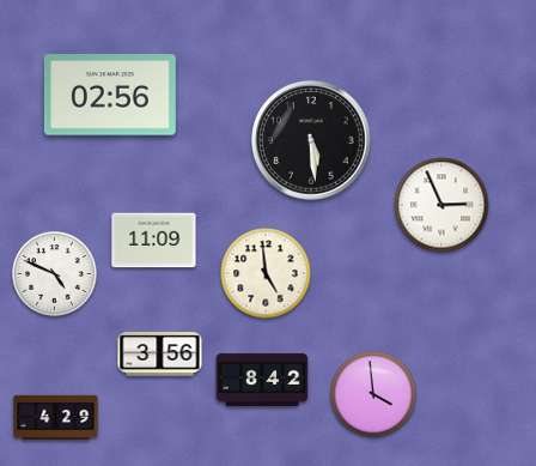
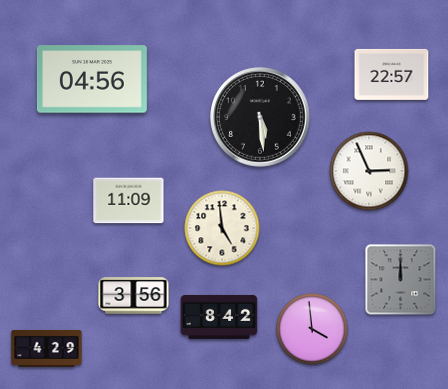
clock at (392, 74): none -> 22:57
clock at (110, 95): 02:56 -> 04:56
clock at (55, 274): 4:49 -> none
clock at (401, 280): none -> 12:00
